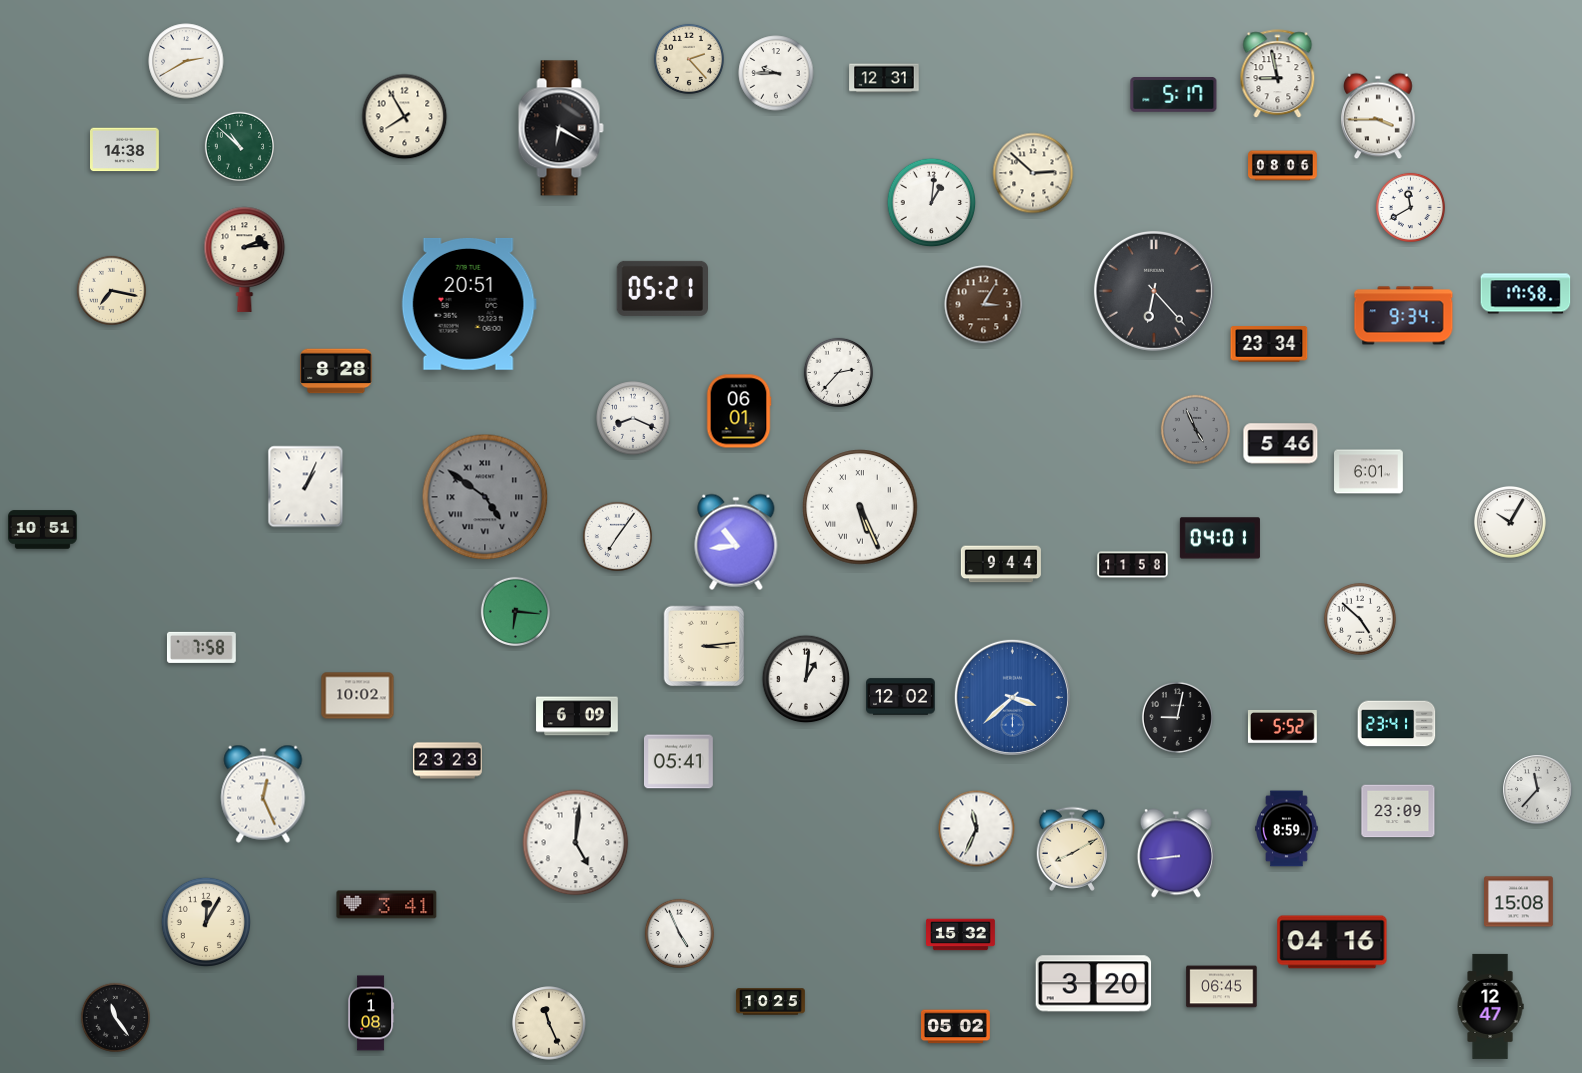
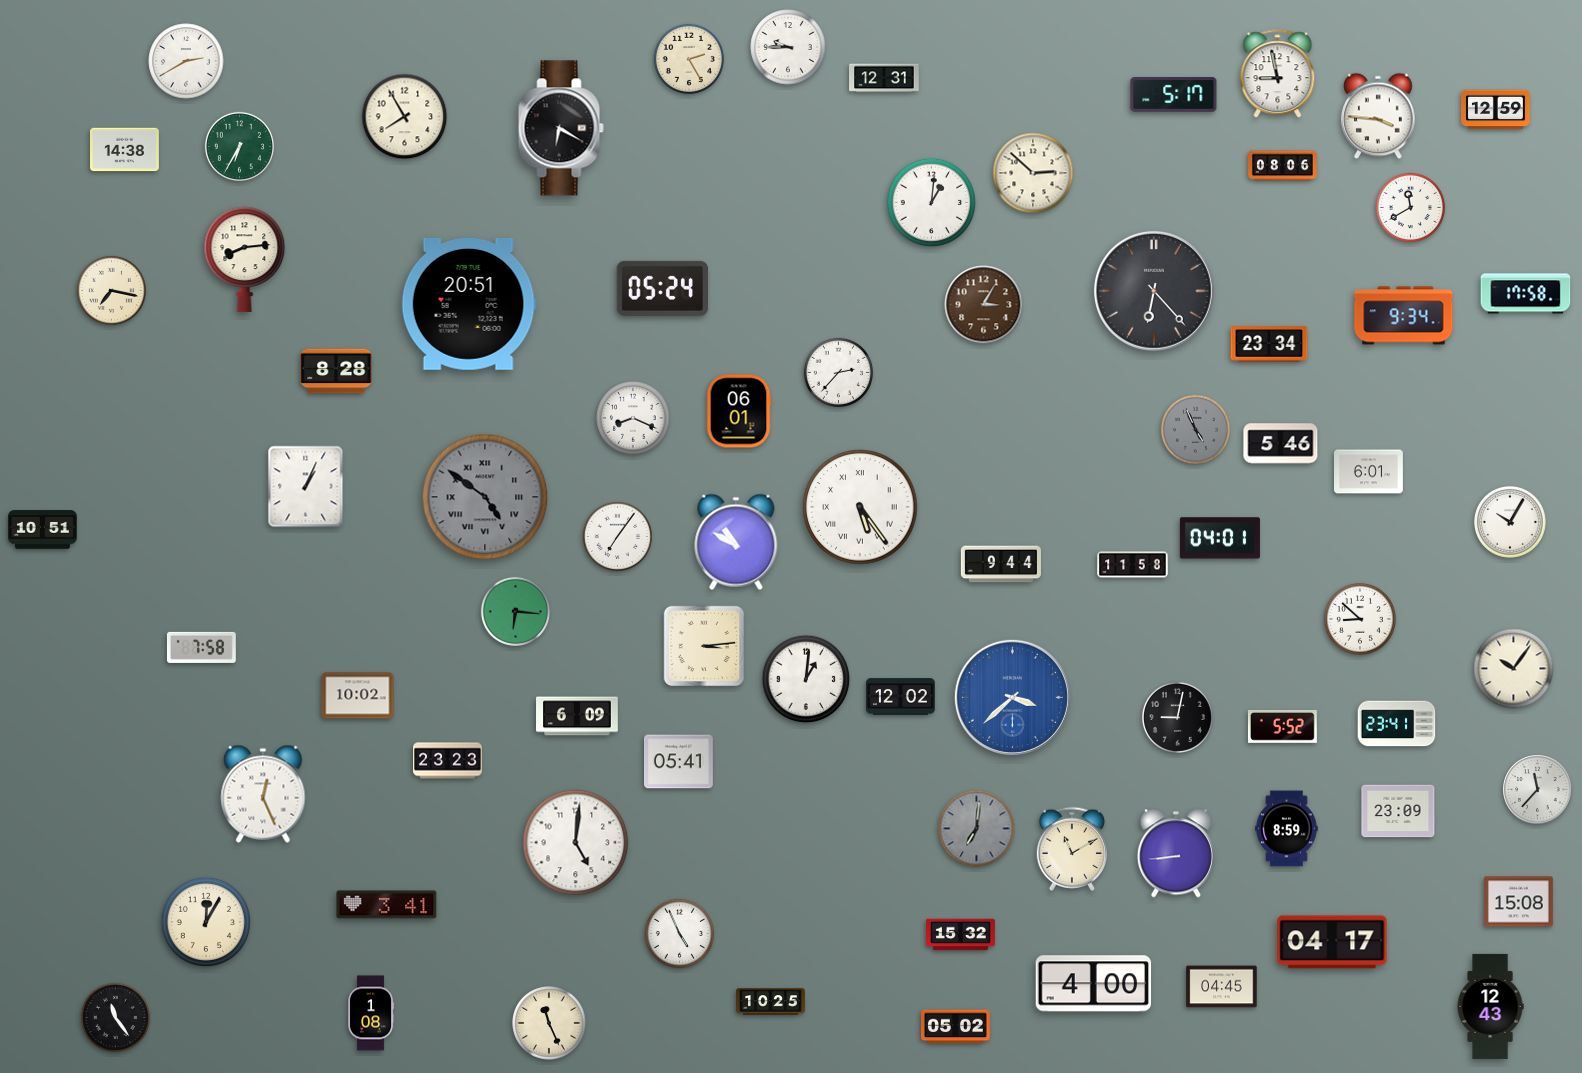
clock at (689, 59): 2:23 -> 2:25
clock at (776, 73) position: (776, 73) -> (788, 47)
clock at (1496, 110): none -> 12:59
clock at (1378, 116): 3:45 -> 3:46
clock at (239, 146): 10:52 -> 6:35
clock at (245, 259): 2:14 -> 8:14
clock at (662, 288): 05:21 -> 05:24
clock at (860, 507): 5:26 -> 5:24
clock at (736, 542): 10:44 -> 10:50
clock at (1360, 619): 4:52 -> 8:52
clock at (1514, 669): none -> 10:06
clock at (977, 829): 11:34 -> 7:01
clock at (977, 829) dial: white -> grey
clock at (1071, 849): 8:10 -> 11:10
clock at (1332, 942): 04:16 -> 04:17
clock at (1094, 984): 3:20 -> 4:00
clock at (1222, 987): 06:45 -> 04:45
clock at (1490, 1006): 12:47 -> 12:43
